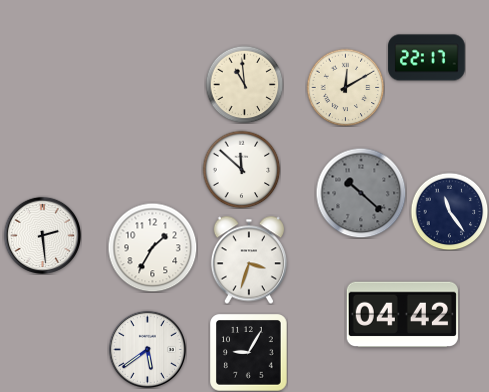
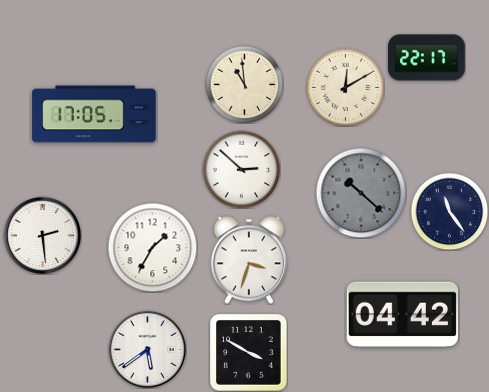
clock at (94, 114): none -> 17:05
clock at (241, 169): 11:52 -> 2:52
clock at (249, 353): 9:05 -> 3:50
